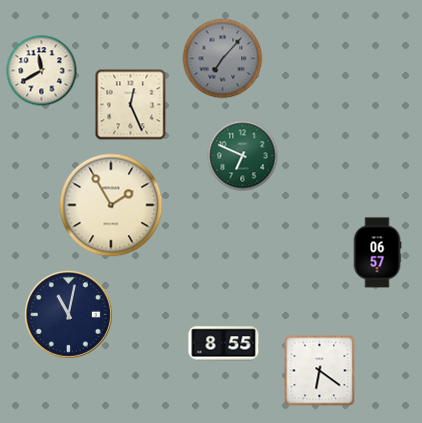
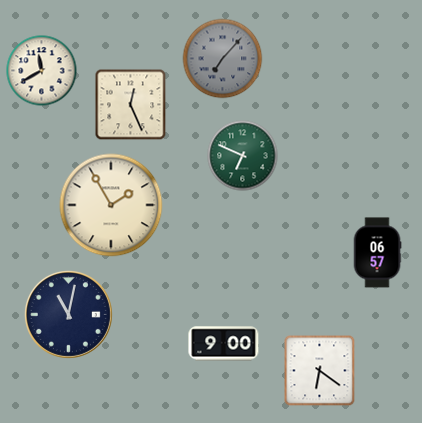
clock at (224, 344): 8:55 -> 9:00
